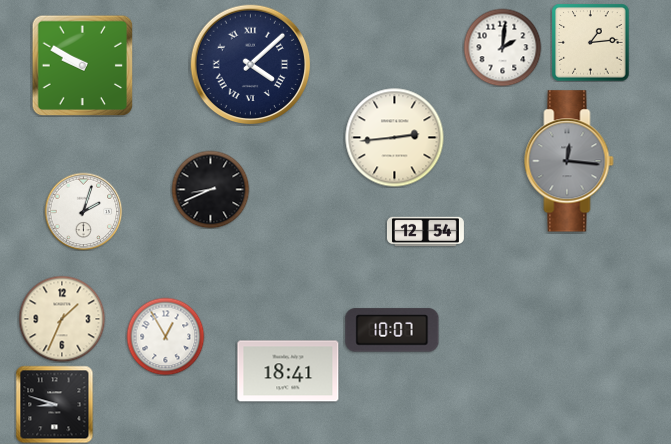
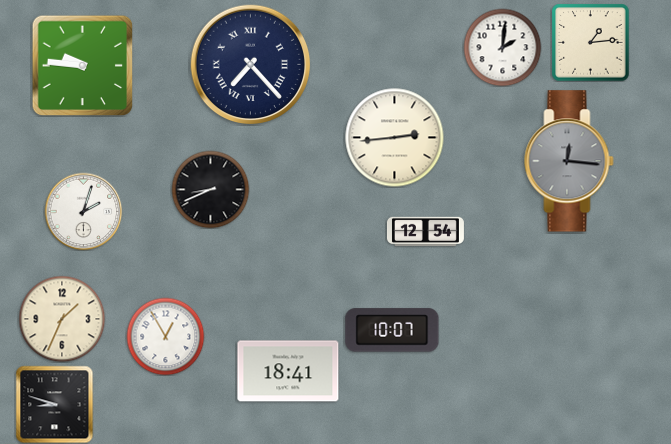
clock at (82, 65): 9:50 -> 9:46
clock at (251, 65): 4:08 -> 7:23
